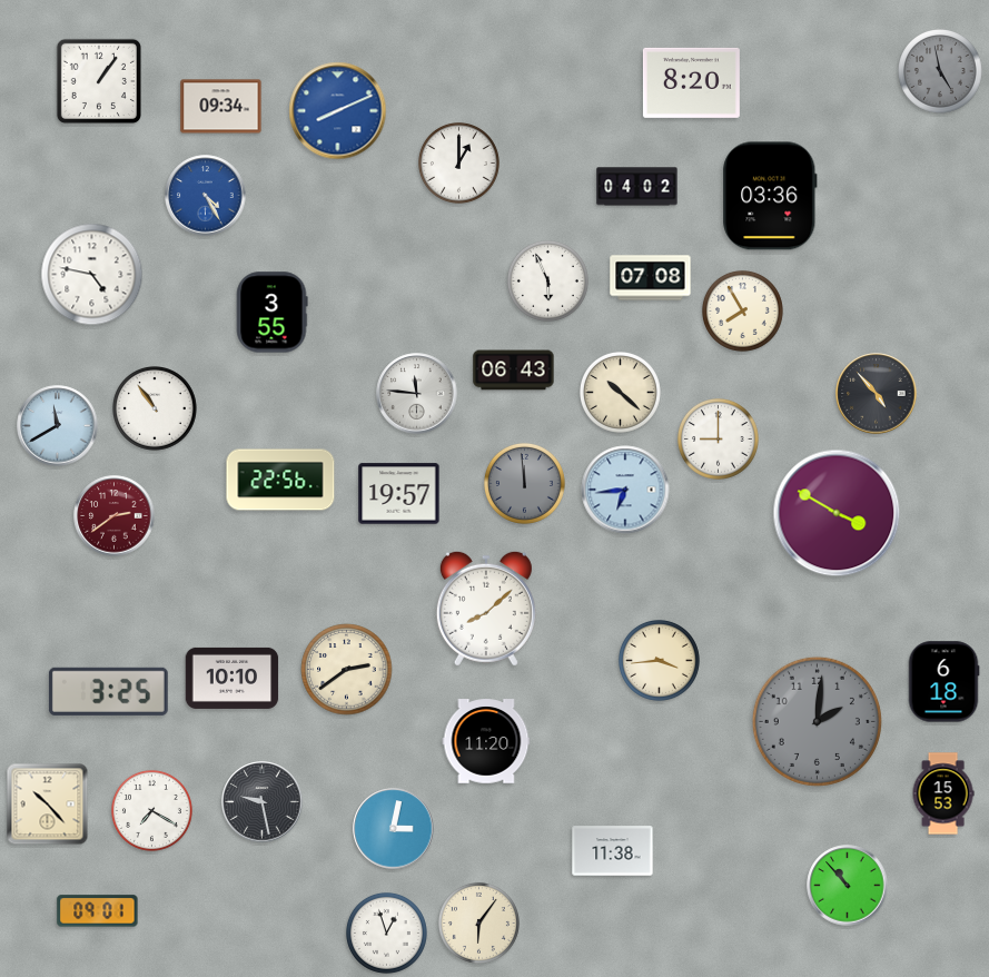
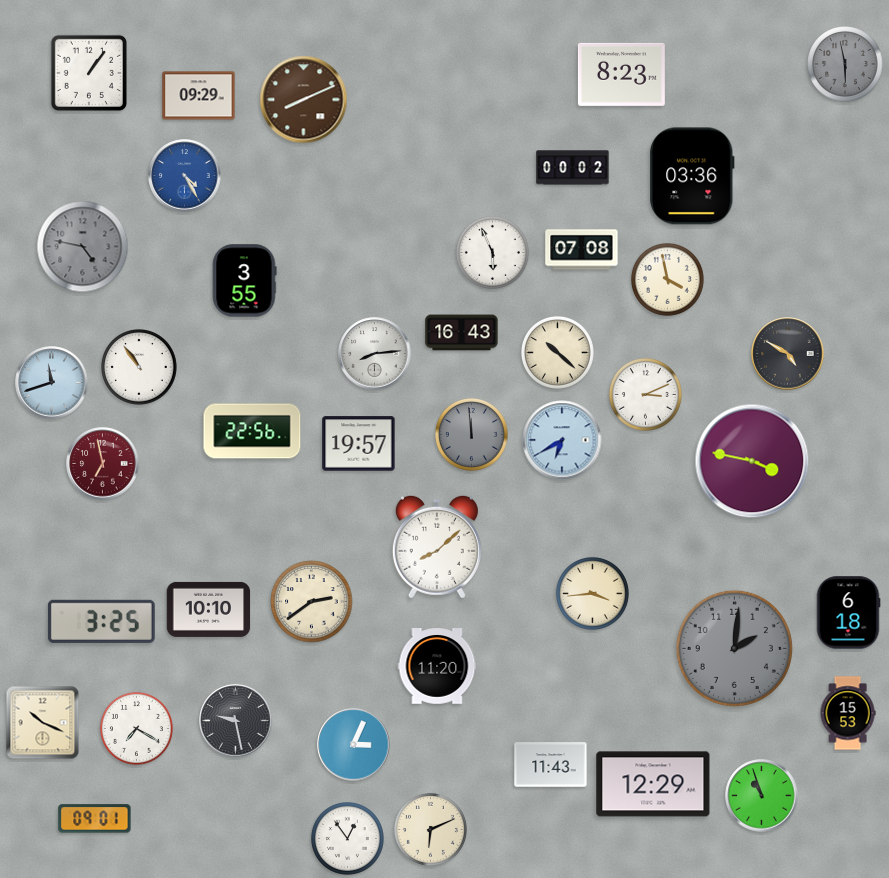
clock at (941, 72): 4:58 -> 5:58
clock at (691, 82): 8:20 -> 8:23
clock at (221, 107): 09:34 -> 09:29
clock at (338, 111) dial: blue -> brown
clock at (458, 162): 1:00 -> none
clock at (637, 187): 04:02 -> 00:02
clock at (92, 275) dial: white -> grey
clock at (651, 278) position: (651, 278) -> (582, 250)
clock at (742, 310): 7:55 -> 3:58
clock at (514, 371): 06:43 -> 16:43
clock at (417, 394): 11:46 -> 8:14
clock at (877, 394): 4:53 -> 4:50
clock at (58, 426): 11:40 -> 11:42
clock at (718, 438): 9:00 -> 3:11
clock at (625, 490): 6:44 -> 6:40
clock at (837, 513): 3:50 -> 3:47
clock at (115, 516): 2:39 -> 6:58
clock at (108, 691) position: (108, 691) -> (101, 621)
clock at (48, 805): 10:23 -> 10:19
clock at (394, 829): 3:02 -> 3:04
clock at (613, 851): 11:38 -> 11:43
clock at (653, 784): none -> 12:29
clock at (848, 886): 10:53 -> 10:57
clock at (98, 911) position: (98, 911) -> (95, 819)
clock at (478, 922): 6:06 -> 6:11
clock at (386, 932): 12:57 -> 12:54
